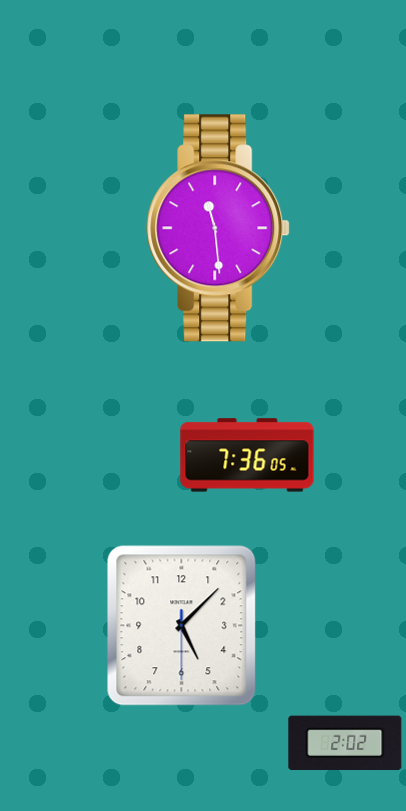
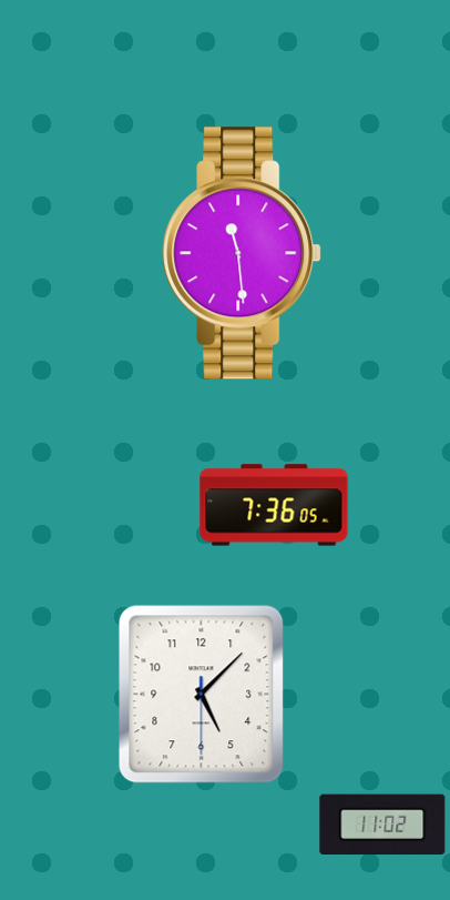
clock at (345, 743): 2:02 -> 11:02
